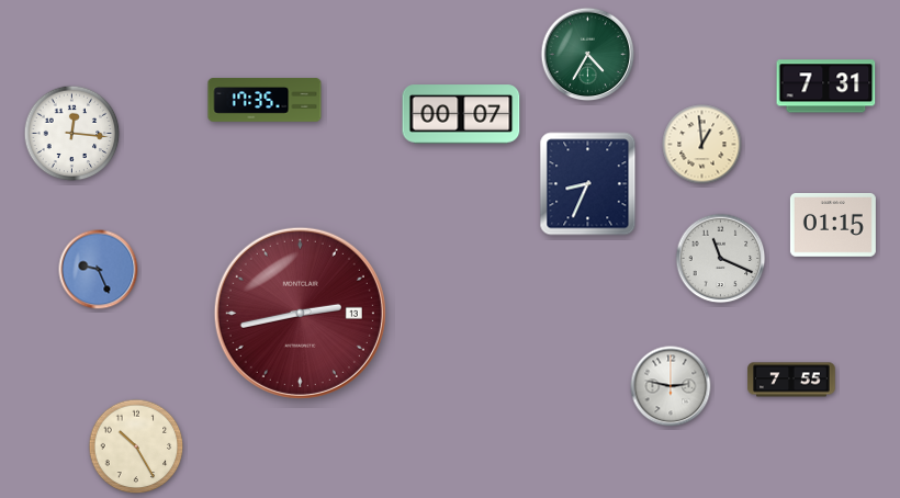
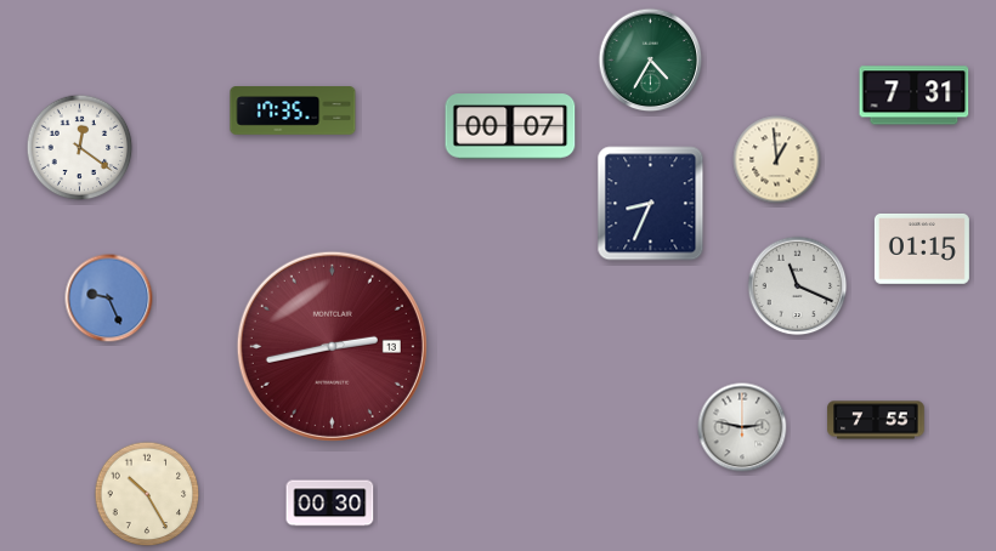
clock at (72, 134): 12:16 -> 12:21
clock at (136, 446) position: (136, 446) -> (147, 494)
clock at (330, 504): none -> 00:30
